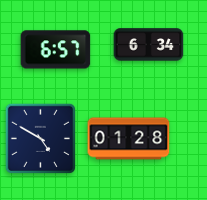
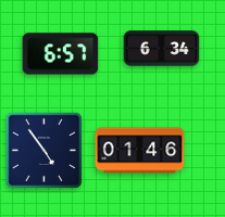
clock at (40, 138): 4:50 -> 4:54
clock at (129, 139): 01:28 -> 01:46
